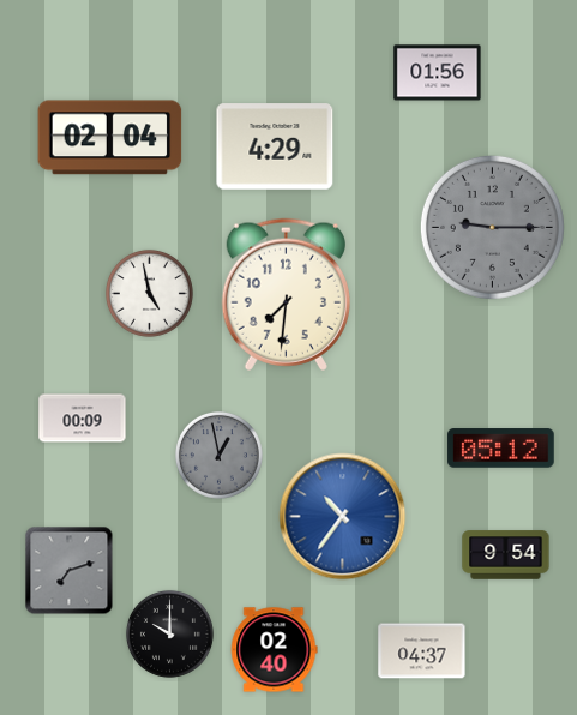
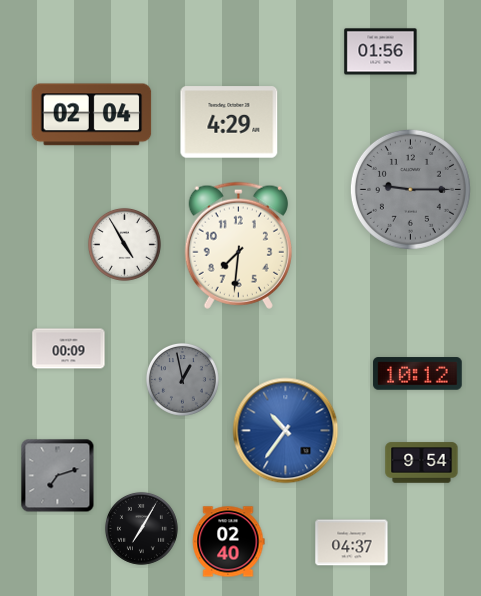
clock at (438, 73) position: (438, 73) -> (381, 52)
clock at (149, 293): 4:58 -> 4:55
clock at (501, 449): 05:12 -> 10:12
clock at (169, 633): 10:00 -> 7:05
